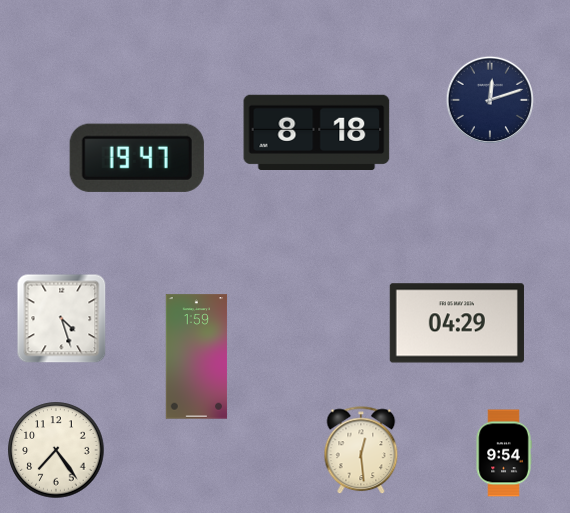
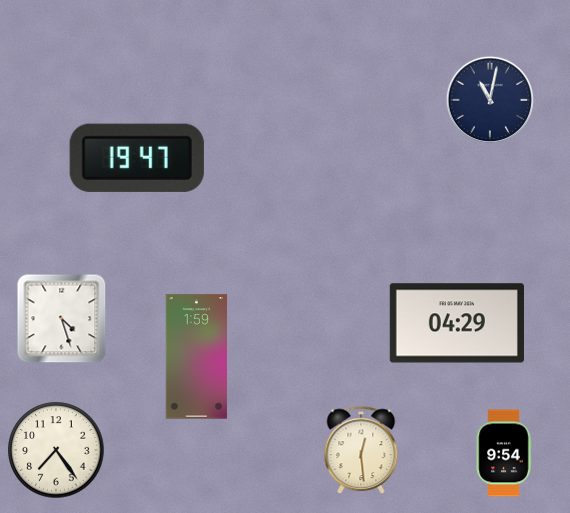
clock at (489, 99): 12:12 -> 11:02
clock at (317, 132): 8:18 -> none
